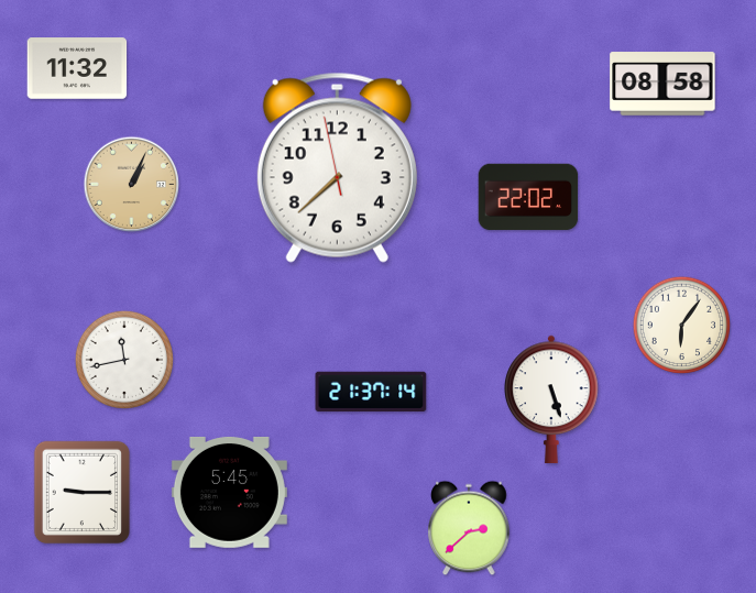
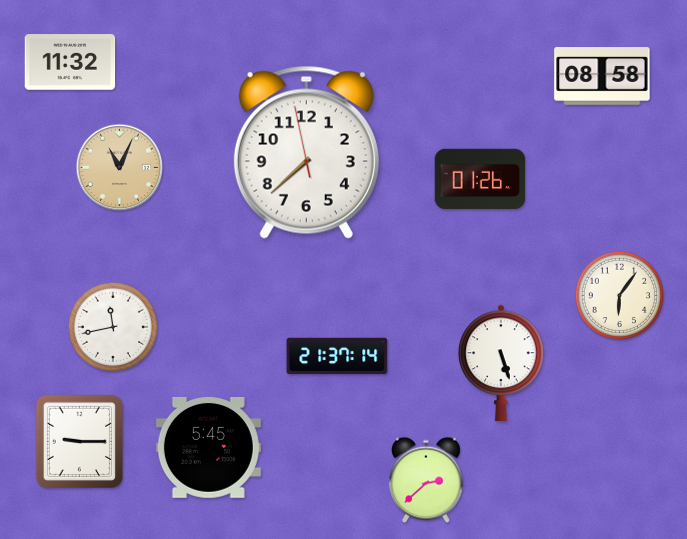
clock at (132, 185): 1:04 -> 11:04
clock at (528, 197): 22:02 -> 01:26
clock at (81, 492) position: (81, 492) -> (79, 441)
